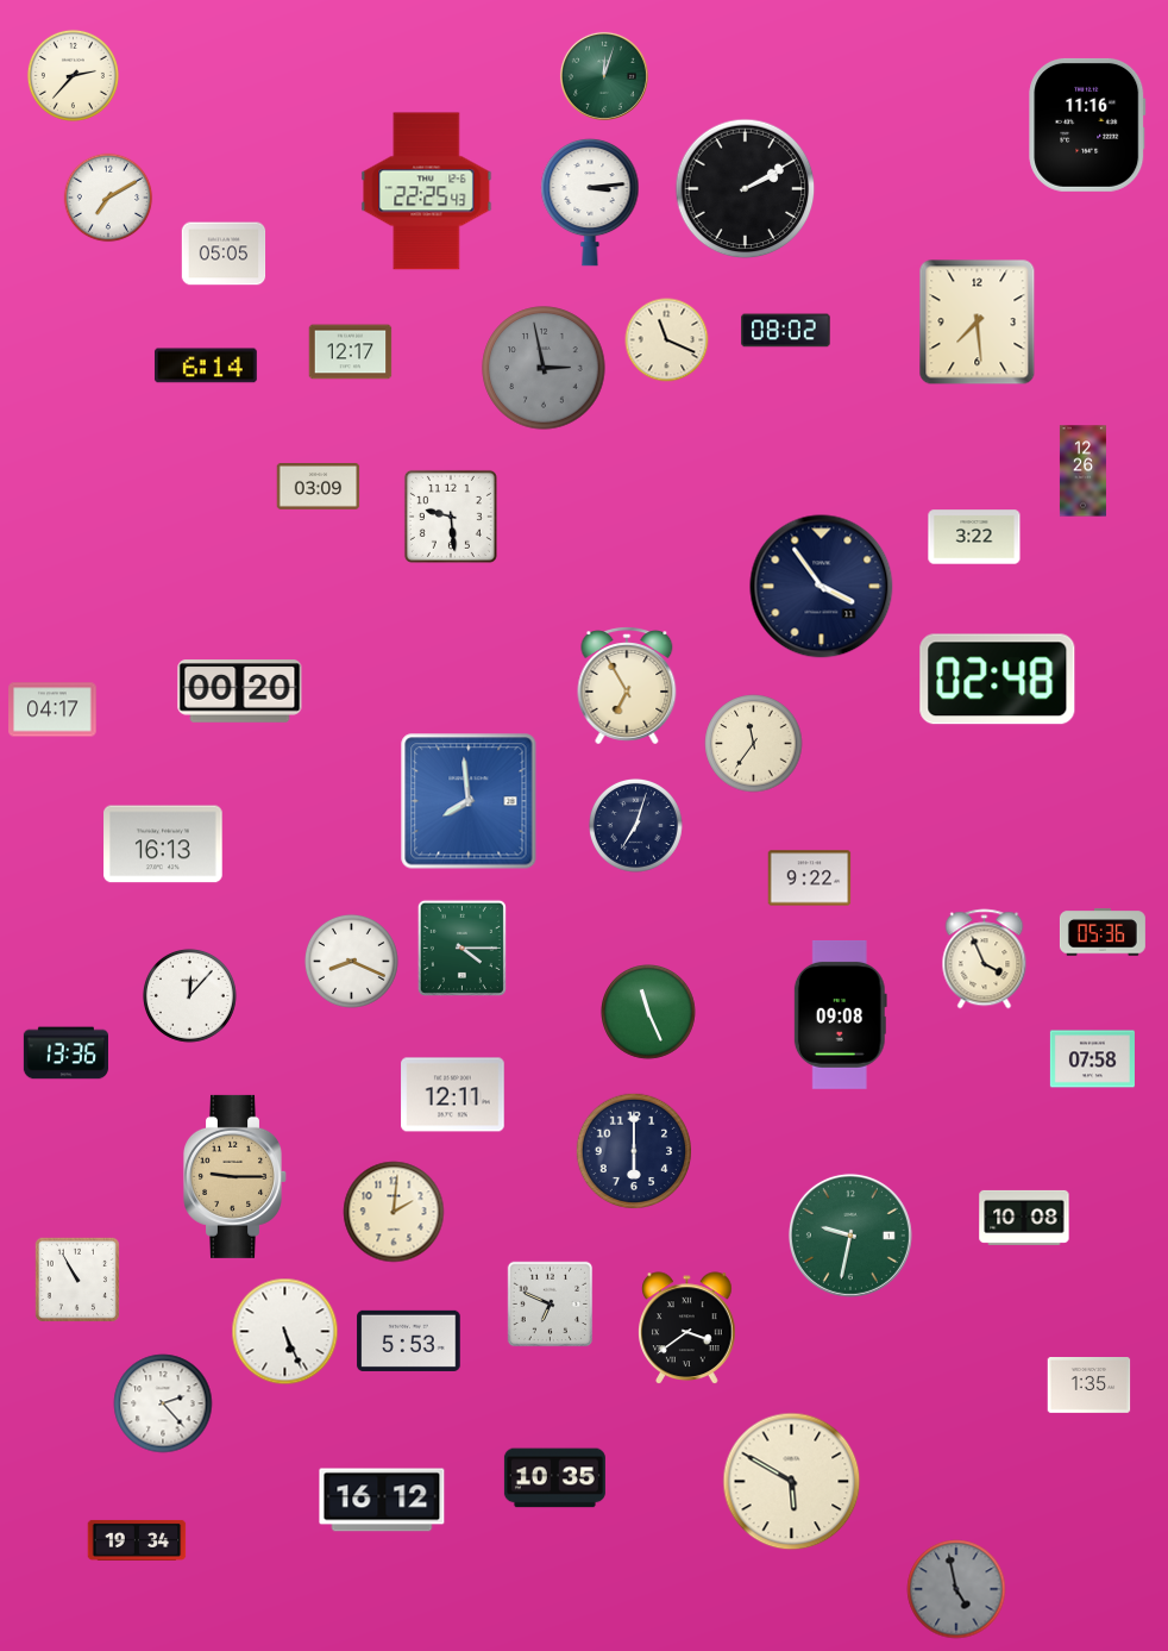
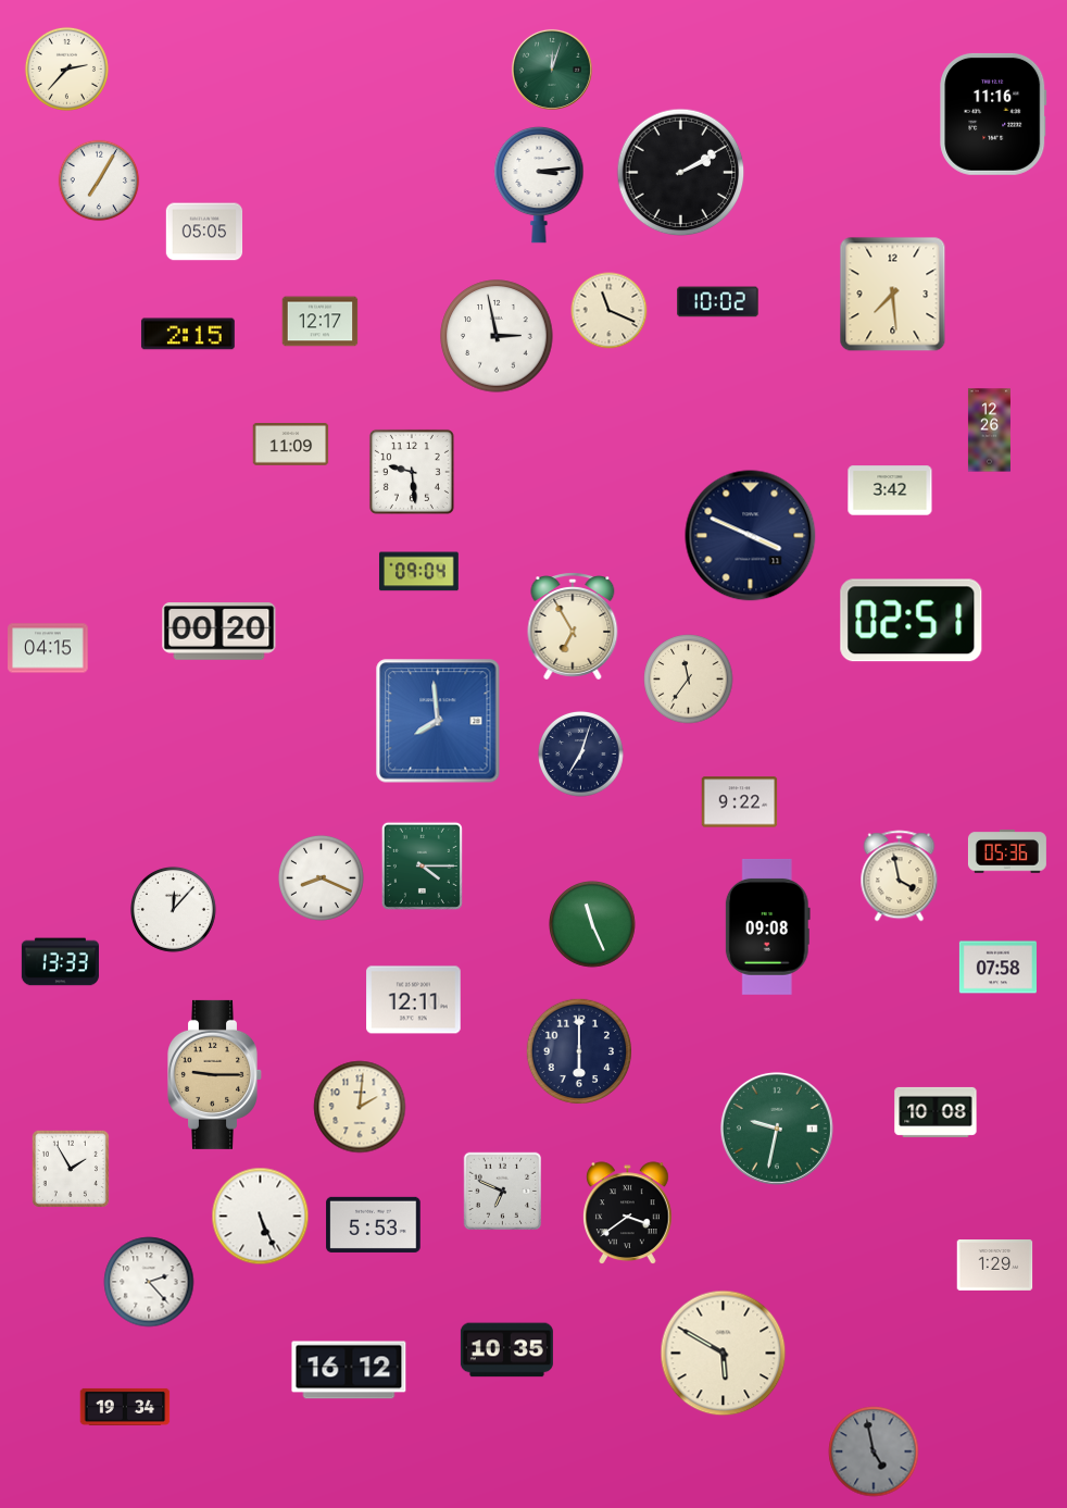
clock at (427, 192): 22:25 -> none
clock at (108, 198): 7:10 -> 7:05
clock at (786, 331): 08:02 -> 10:02
clock at (206, 365): 6:14 -> 2:15
clock at (544, 368) dial: grey -> white
clock at (319, 487): 03:09 -> 11:09
clock at (974, 537): 3:22 -> 3:42
clock at (822, 587): 3:54 -> 3:49
clock at (418, 572): none -> 09:04
clock at (998, 680): 02:48 -> 02:51
clock at (52, 709): 04:17 -> 04:15
clock at (469, 801) position: (469, 801) -> (438, 721)
clock at (163, 844): 16:13 -> none
clock at (985, 959): 3:56 -> 3:58
clock at (65, 1053): 13:36 -> 13:33
clock at (77, 1280): 10:55 -> 1:55
clock at (1089, 1386): 1:35 -> 1:29
